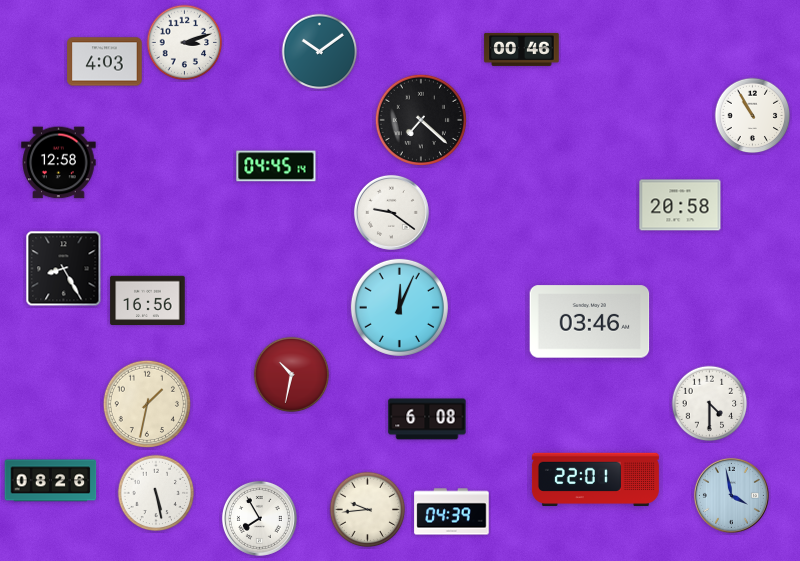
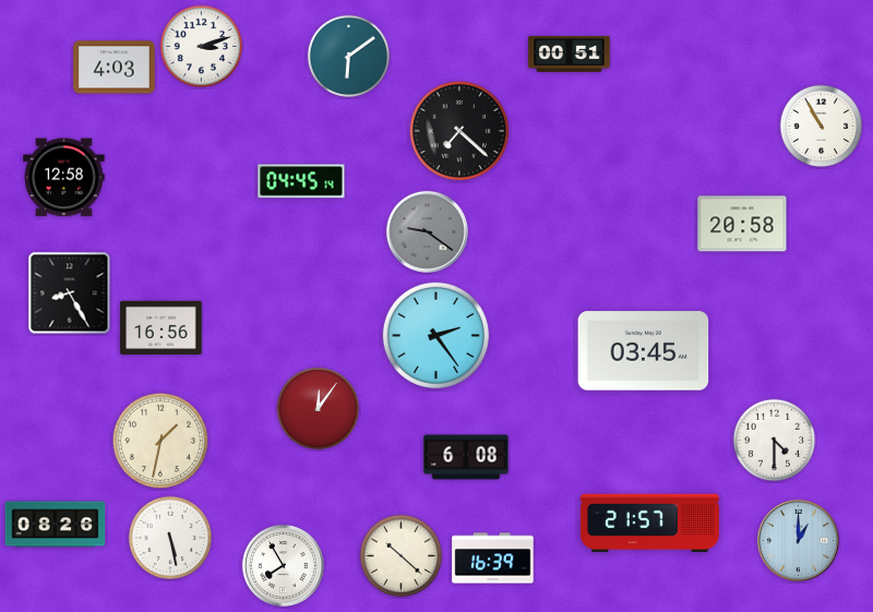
clock at (522, 49): 00:46 -> 00:51
clock at (320, 52): 10:09 -> 6:09
clock at (391, 212) dial: white -> grey
clock at (399, 307): 12:04 -> 2:24
clock at (590, 322): 03:46 -> 03:45
clock at (292, 375): 10:32 -> 12:06
clock at (595, 480): 22:01 -> 21:57
clock at (731, 495): 3:58 -> 1:00
clock at (368, 510): 9:44 -> 10:22
clock at (452, 512): 04:39 -> 16:39
